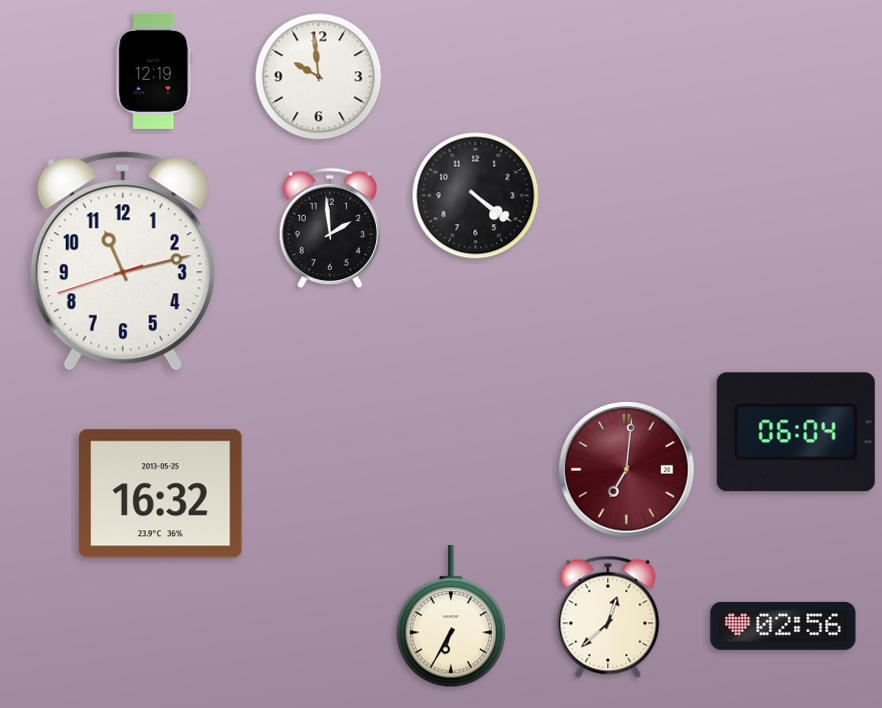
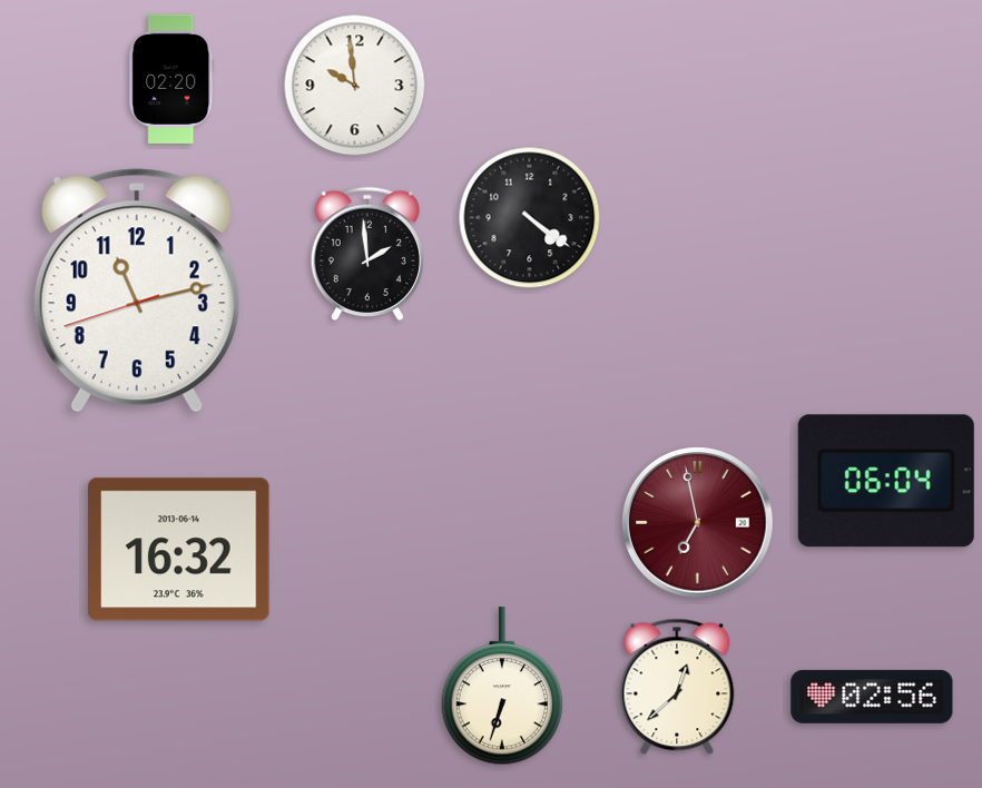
clock at (154, 71): 12:19 -> 02:20
clock at (627, 470): 7:01 -> 6:58
clock at (161, 494) date: 2013-05-25 -> 2013-06-14
clock at (450, 617): 6:35 -> 6:33
